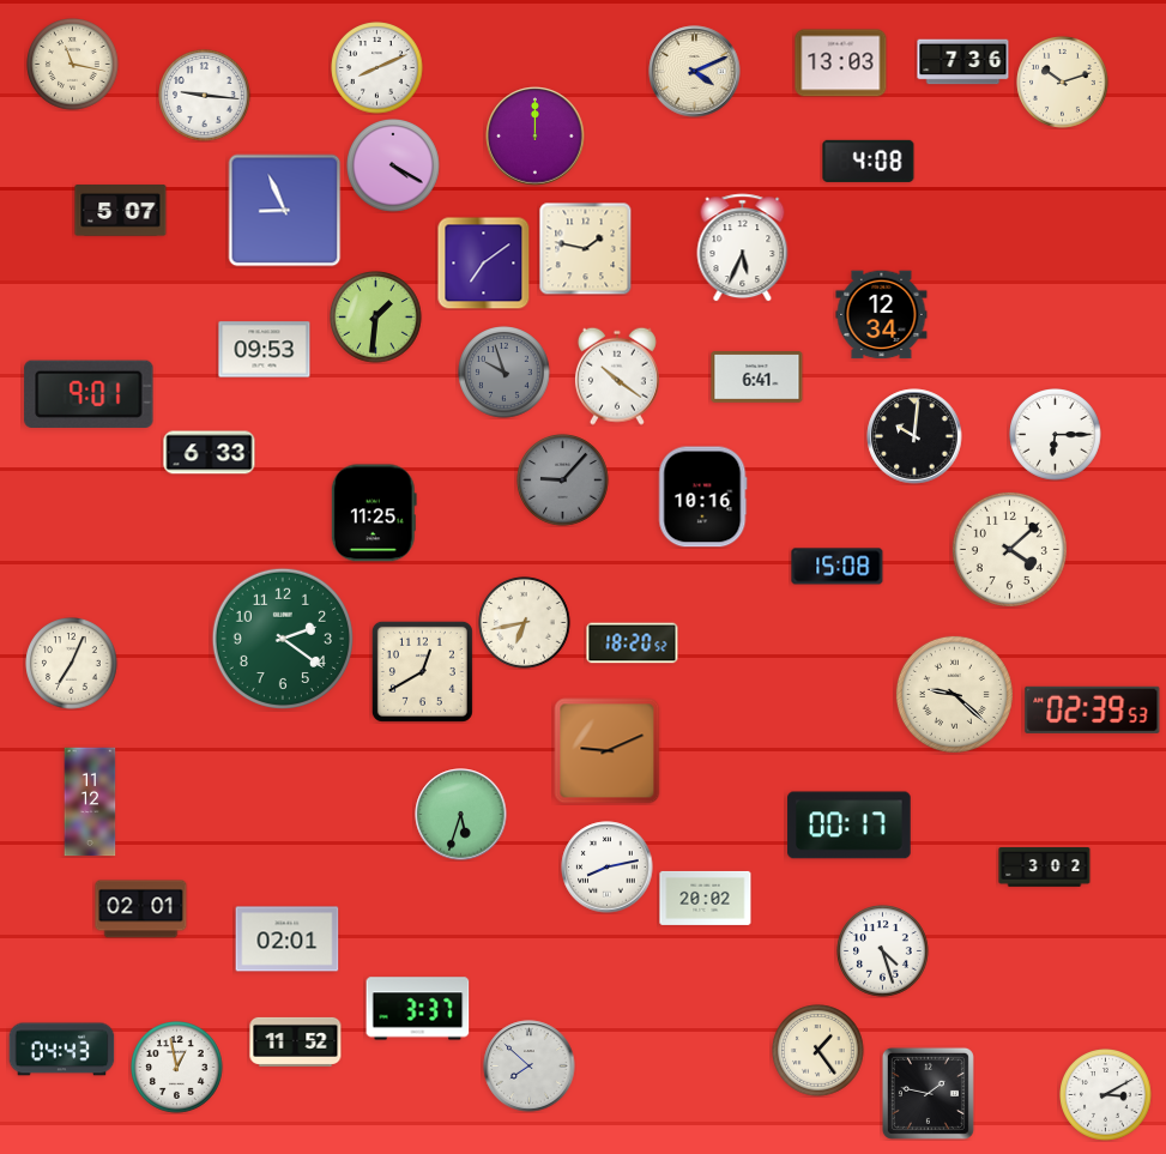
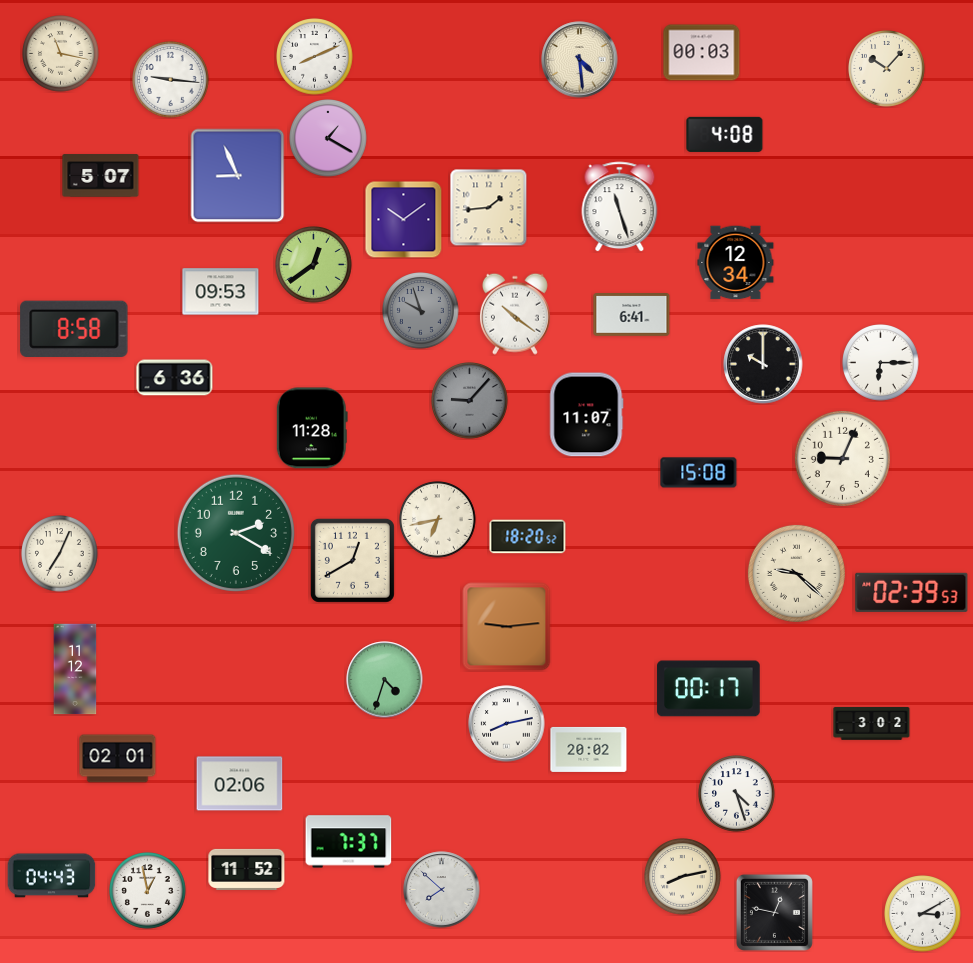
clock at (963, 62): 7:36 -> none
clock at (841, 64): 13:03 -> 00:03
clock at (695, 72): 4:11 -> 4:29
clock at (1063, 83): 10:12 -> 10:07
clock at (536, 137): 12:00 -> none
clock at (394, 167): 4:20 -> 1:20
clock at (585, 248): 1:47 -> 1:44
clock at (743, 248): 5:34 -> 11:27
clock at (483, 262): 7:09 -> 10:09
clock at (376, 318): 1:31 -> 12:39
clock at (89, 394): 9:01 -> 8:58
clock at (914, 436): 10:01 -> 10:00
clock at (210, 453): 6:33 -> 6:36
clock at (702, 497): 10:16 -> 11:07
clock at (374, 513): 11:25 -> 11:28
clock at (1009, 549): 4:08 -> 9:04
clock at (283, 639): 2:21 -> 2:20
clock at (954, 694) position: (954, 694) -> (796, 573)
clock at (608, 751): 9:11 -> 9:14
clock at (461, 815): 5:33 -> 4:33
clock at (288, 939): 02:01 -> 02:06
clock at (418, 1009): 3:37 -> 7:37
clock at (818, 1051): 1:24 -> 8:13
clock at (928, 1093): 1:47 -> 12:47
